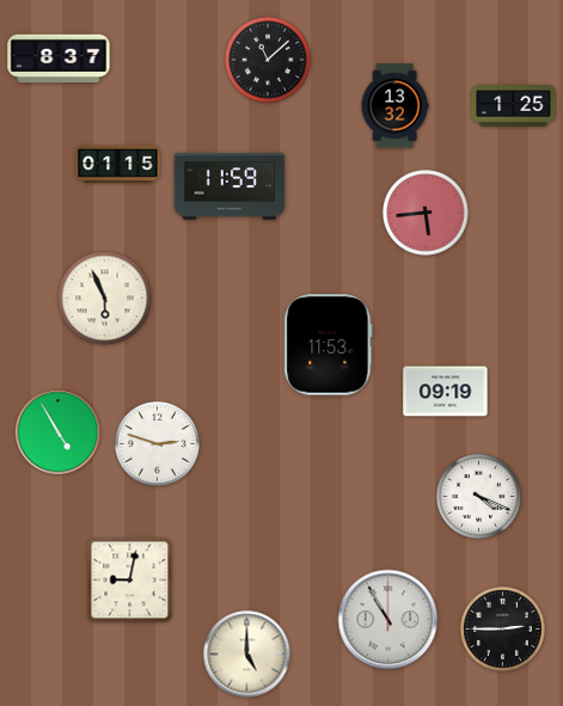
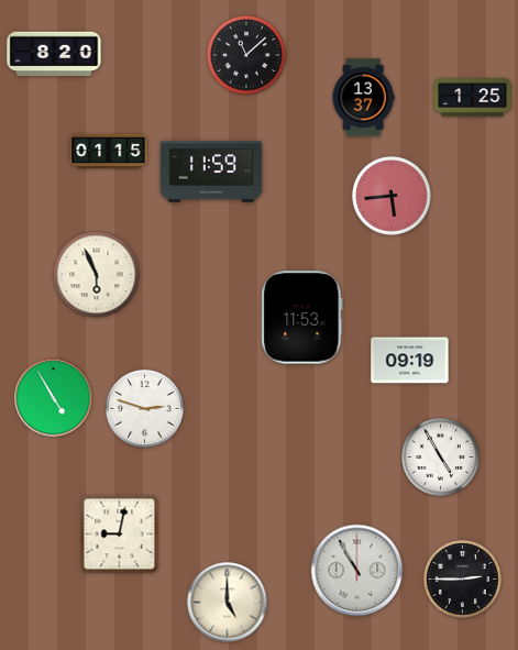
clock at (59, 59): 8:37 -> 8:20
clock at (394, 106): 13:32 -> 13:37
clock at (479, 497): 4:19 -> 4:55
